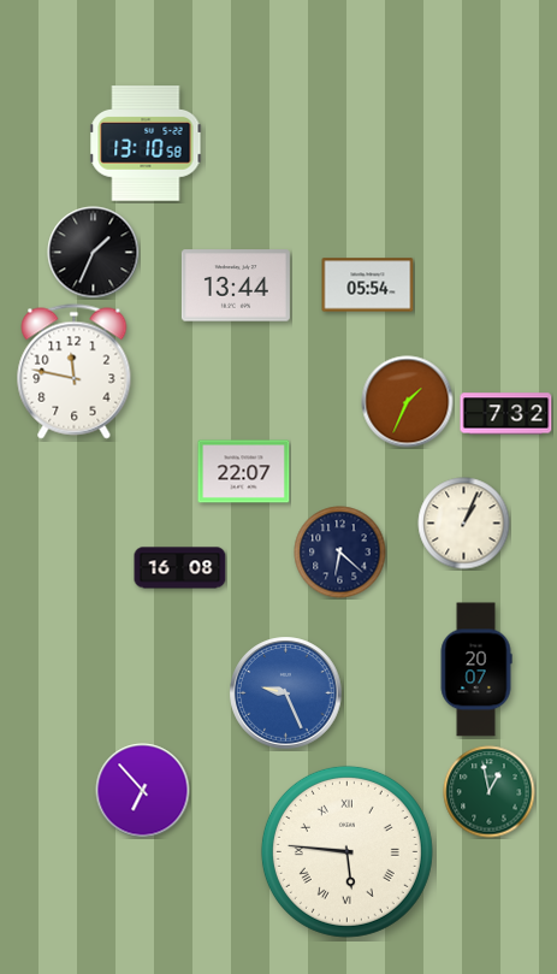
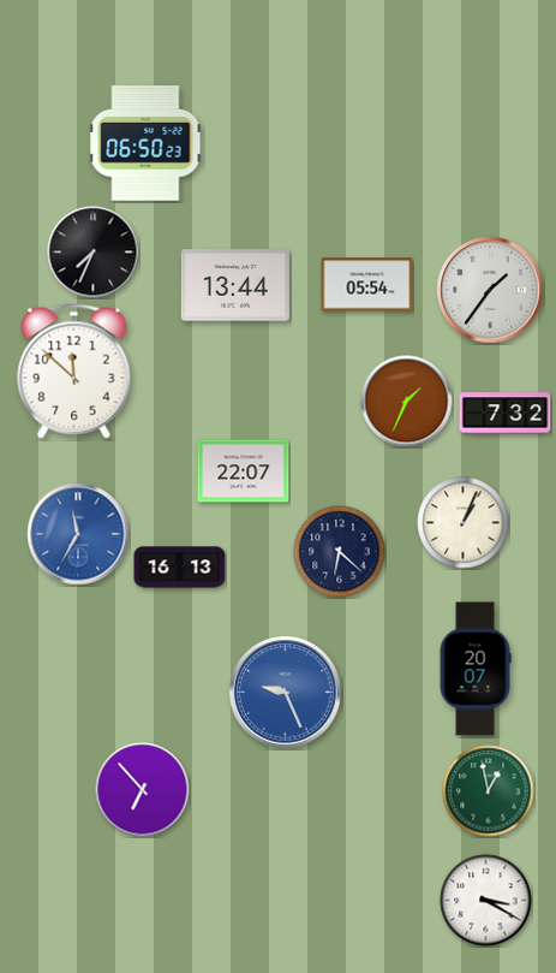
clock at (146, 143): 13:10 -> 06:50
clock at (94, 253): 1:34 -> 7:34
clock at (490, 290): none -> 1:36
clock at (75, 372): 11:47 -> 11:52
clock at (78, 534): none -> 11:35
clock at (180, 568): 16:08 -> 16:13
clock at (346, 851): 5:46 -> none
clock at (486, 901): none -> 3:20
